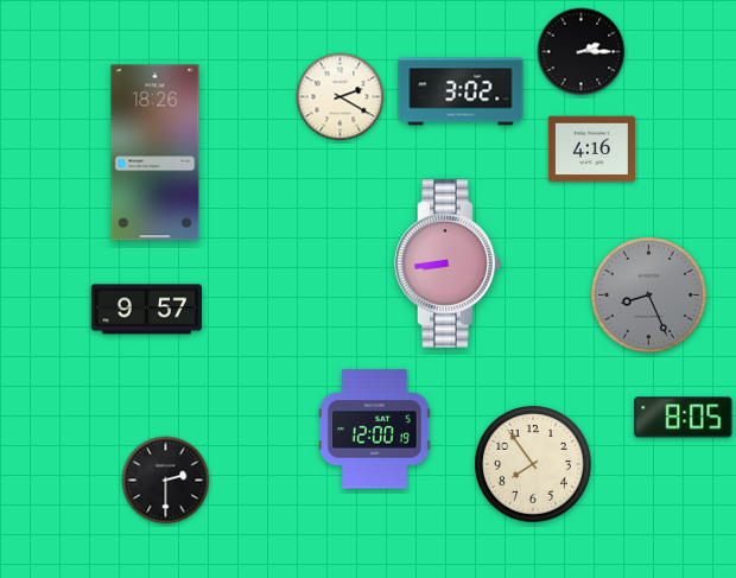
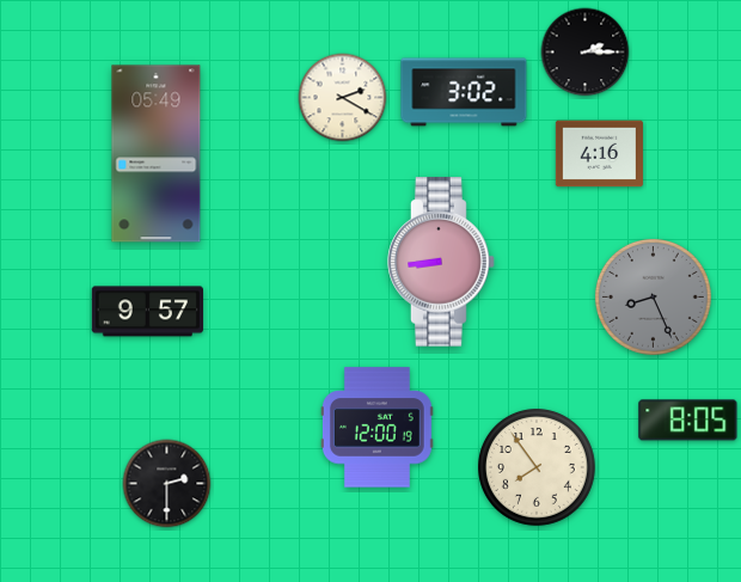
clock at (591, 150) position: (591, 150) -> (599, 154)
clock at (156, 153): 18:26 -> 05:49
clock at (448, 263) position: (448, 263) -> (441, 262)
clock at (374, 430) position: (374, 430) -> (376, 428)
